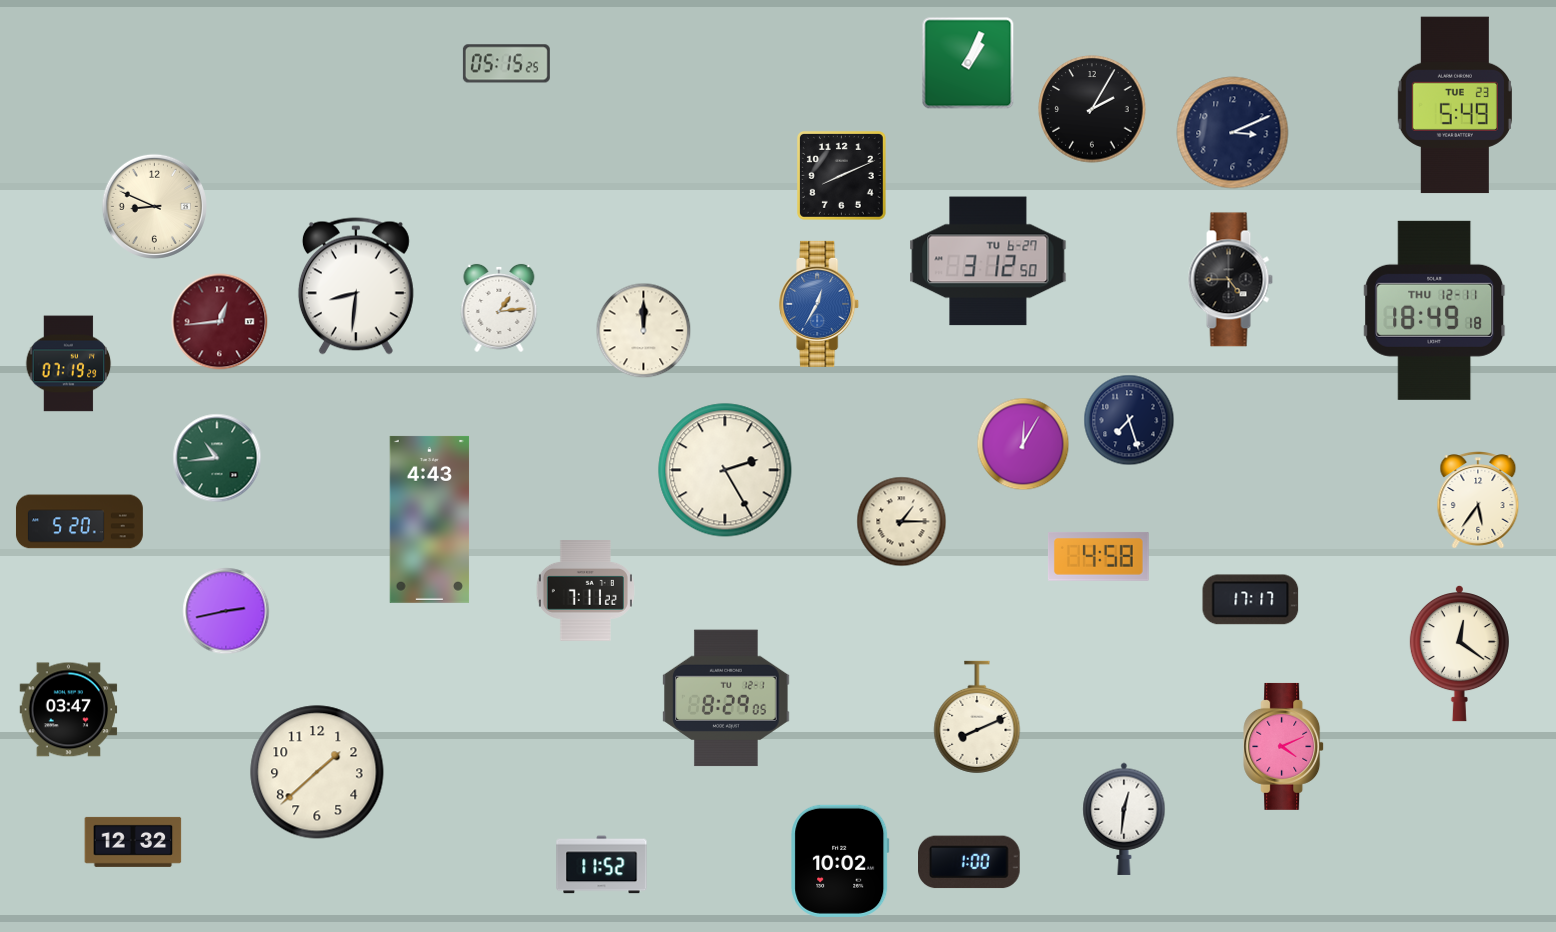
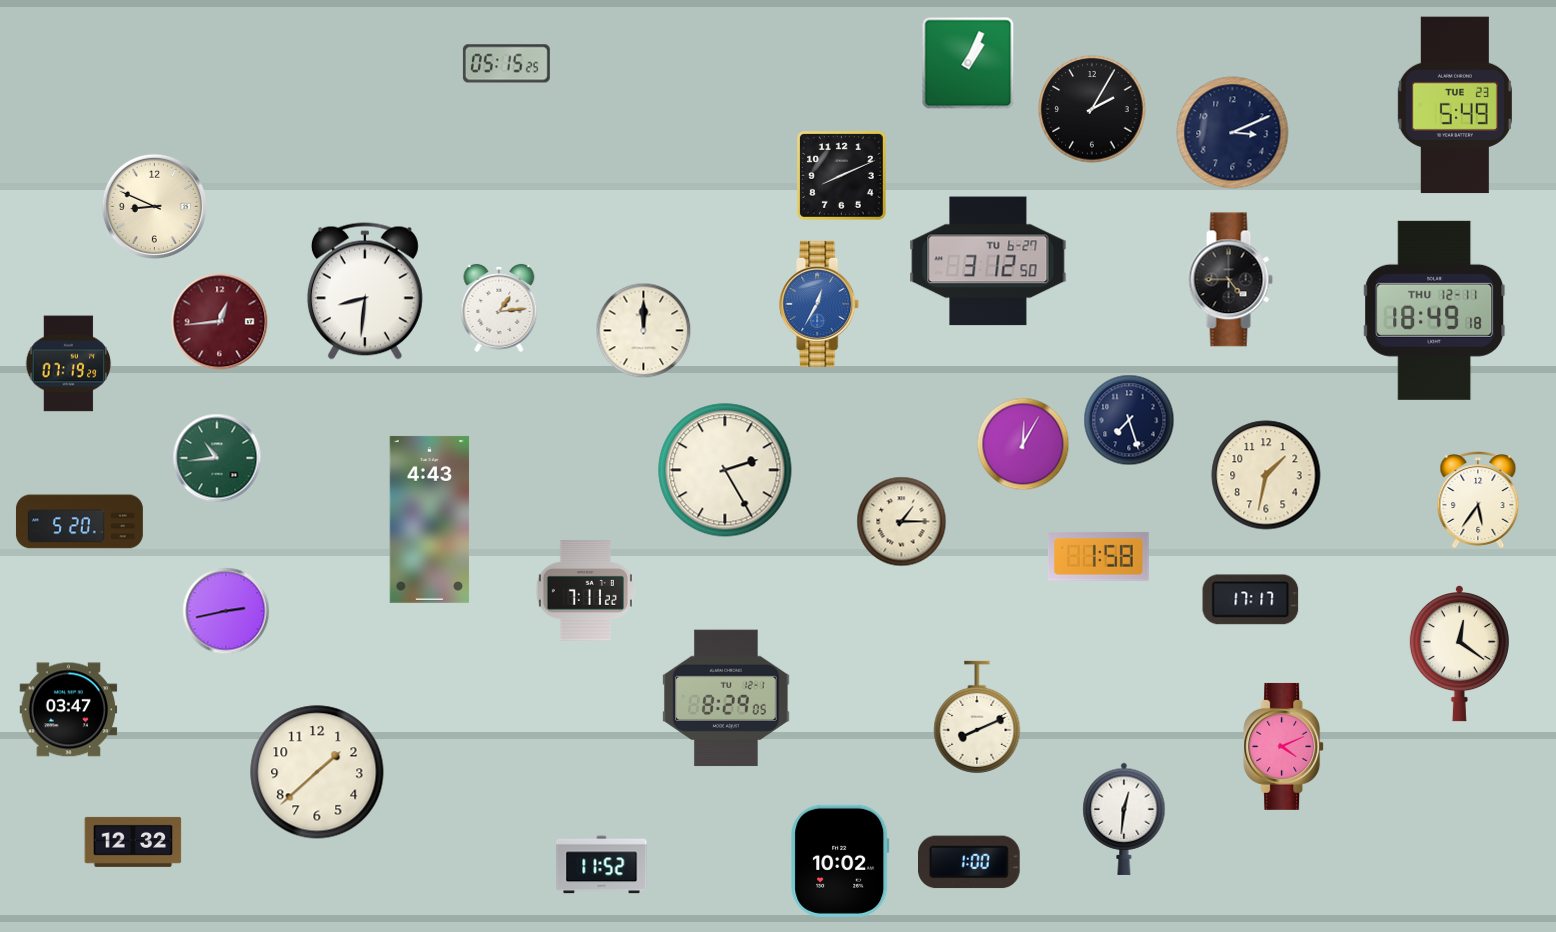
clock at (356, 286) position: (356, 286) -> (365, 291)
clock at (1266, 475): none -> 1:32
clock at (1098, 557): 4:58 -> 1:58
